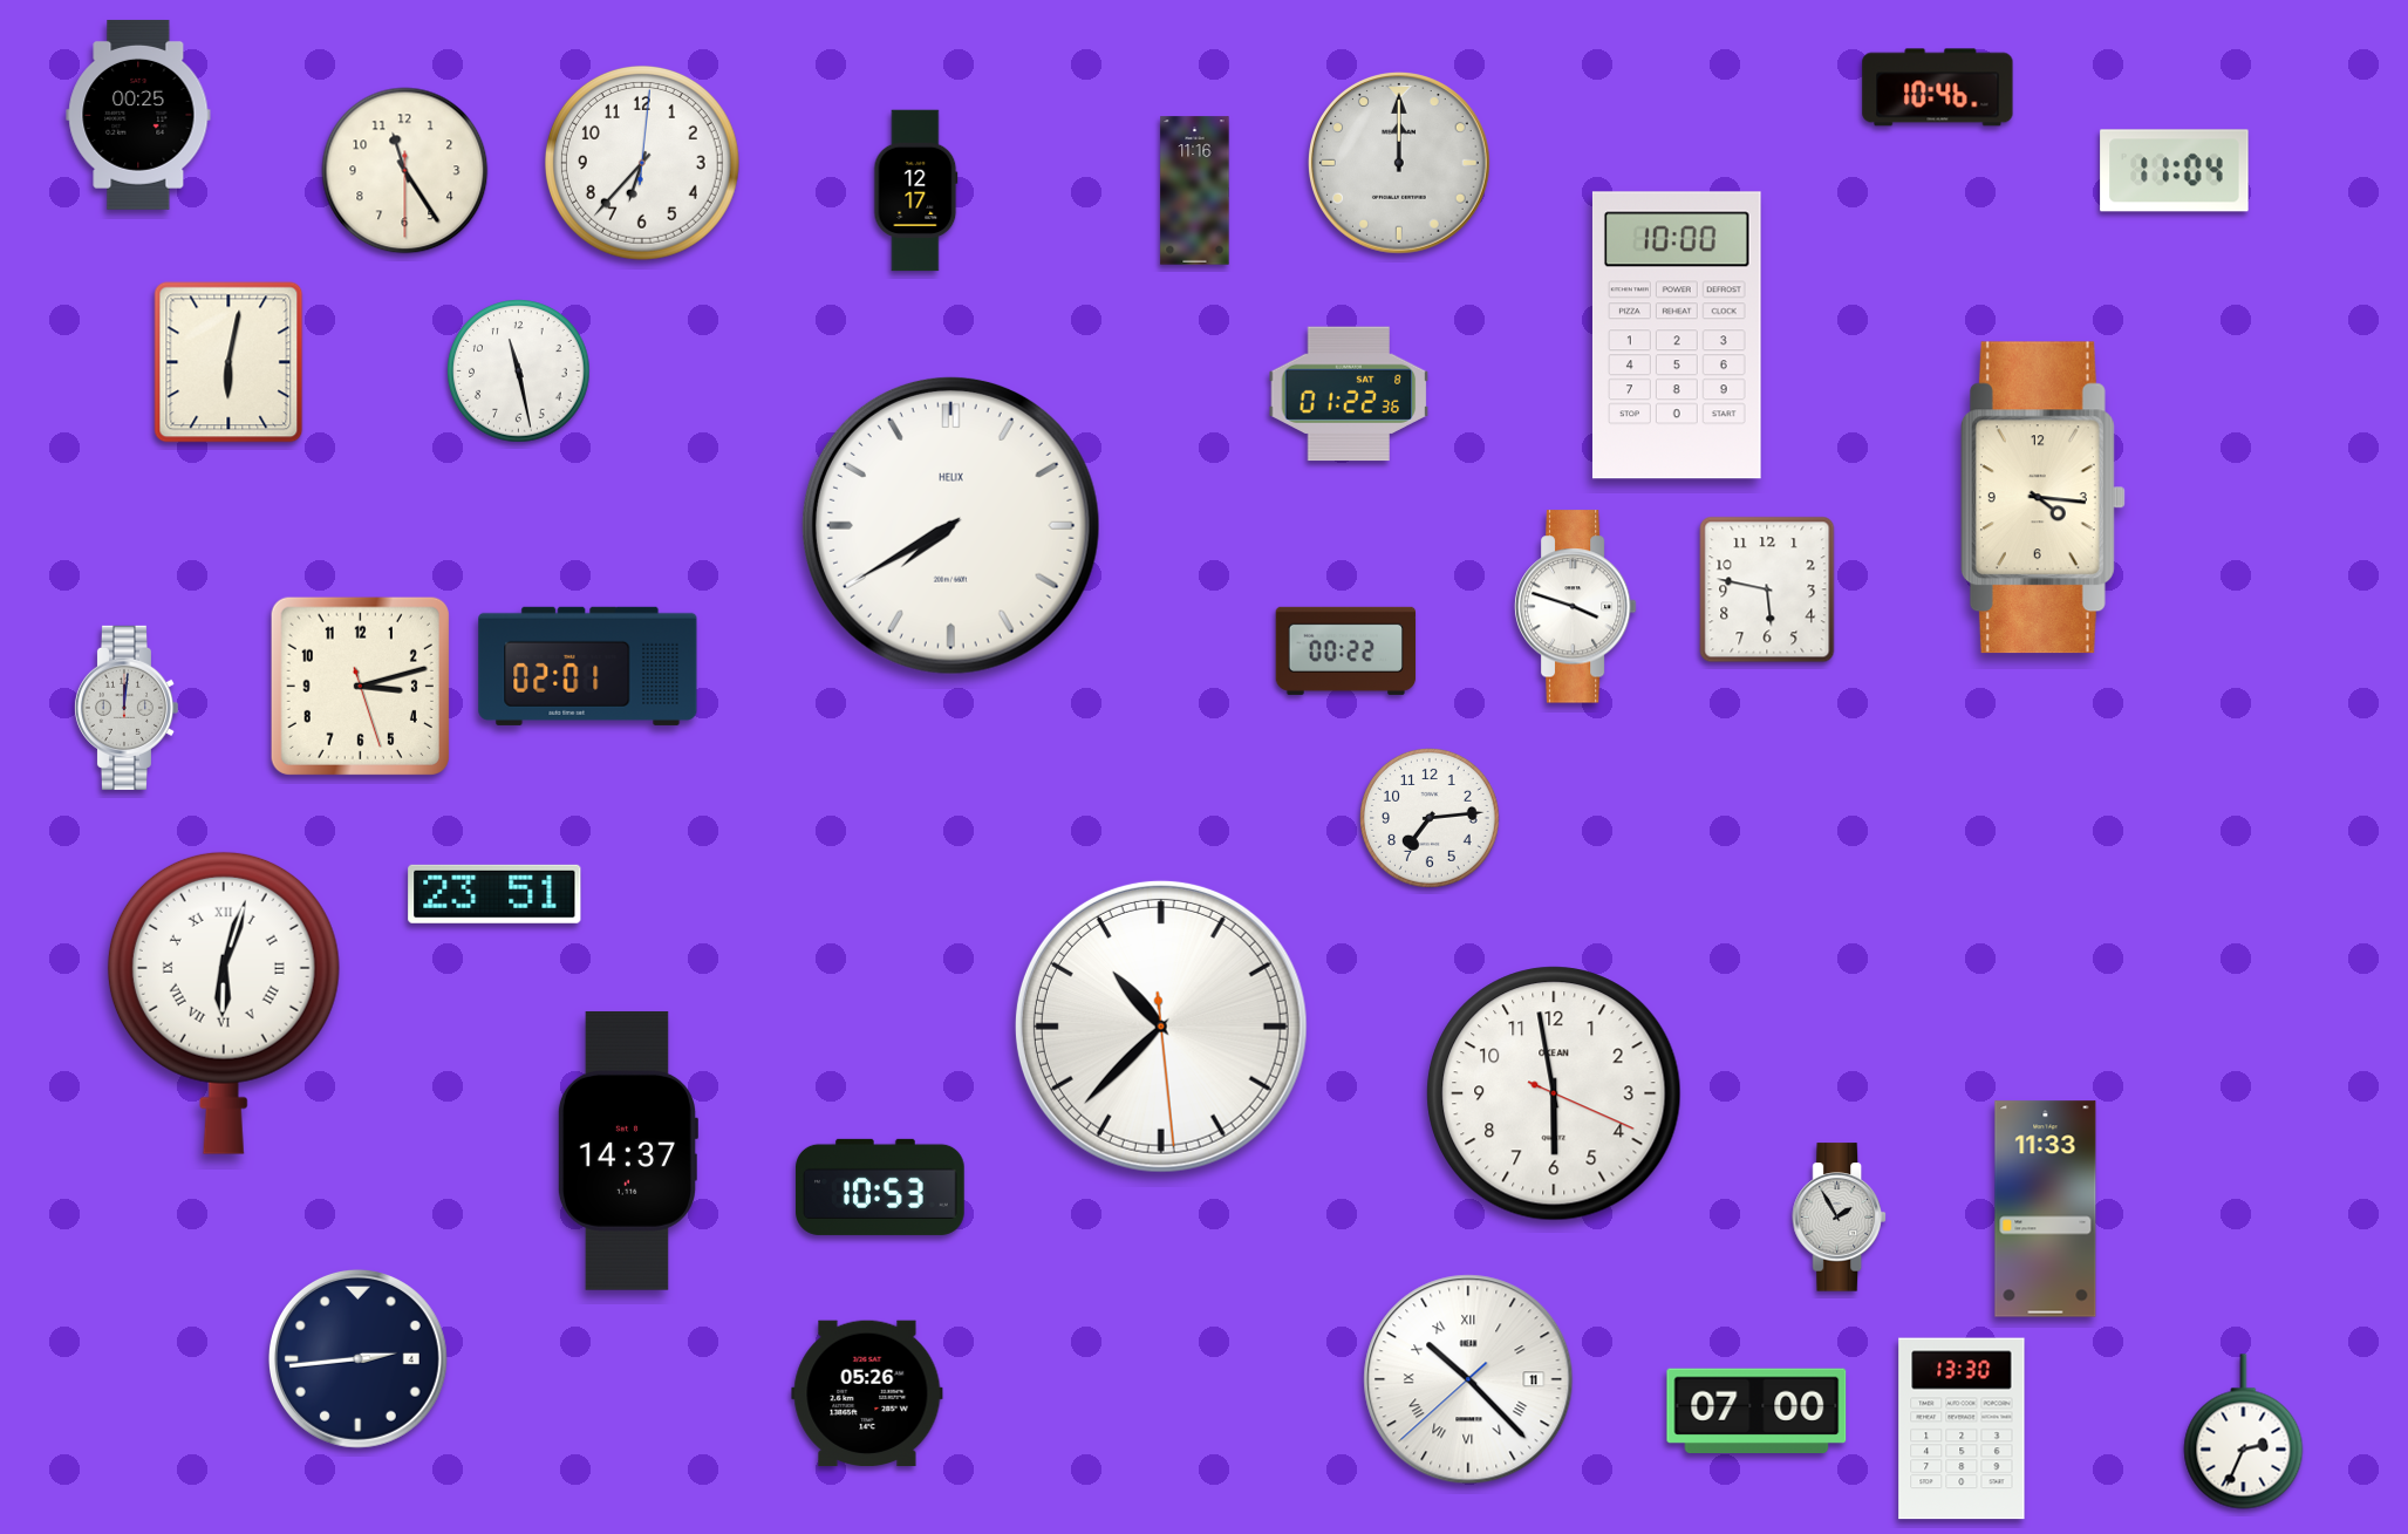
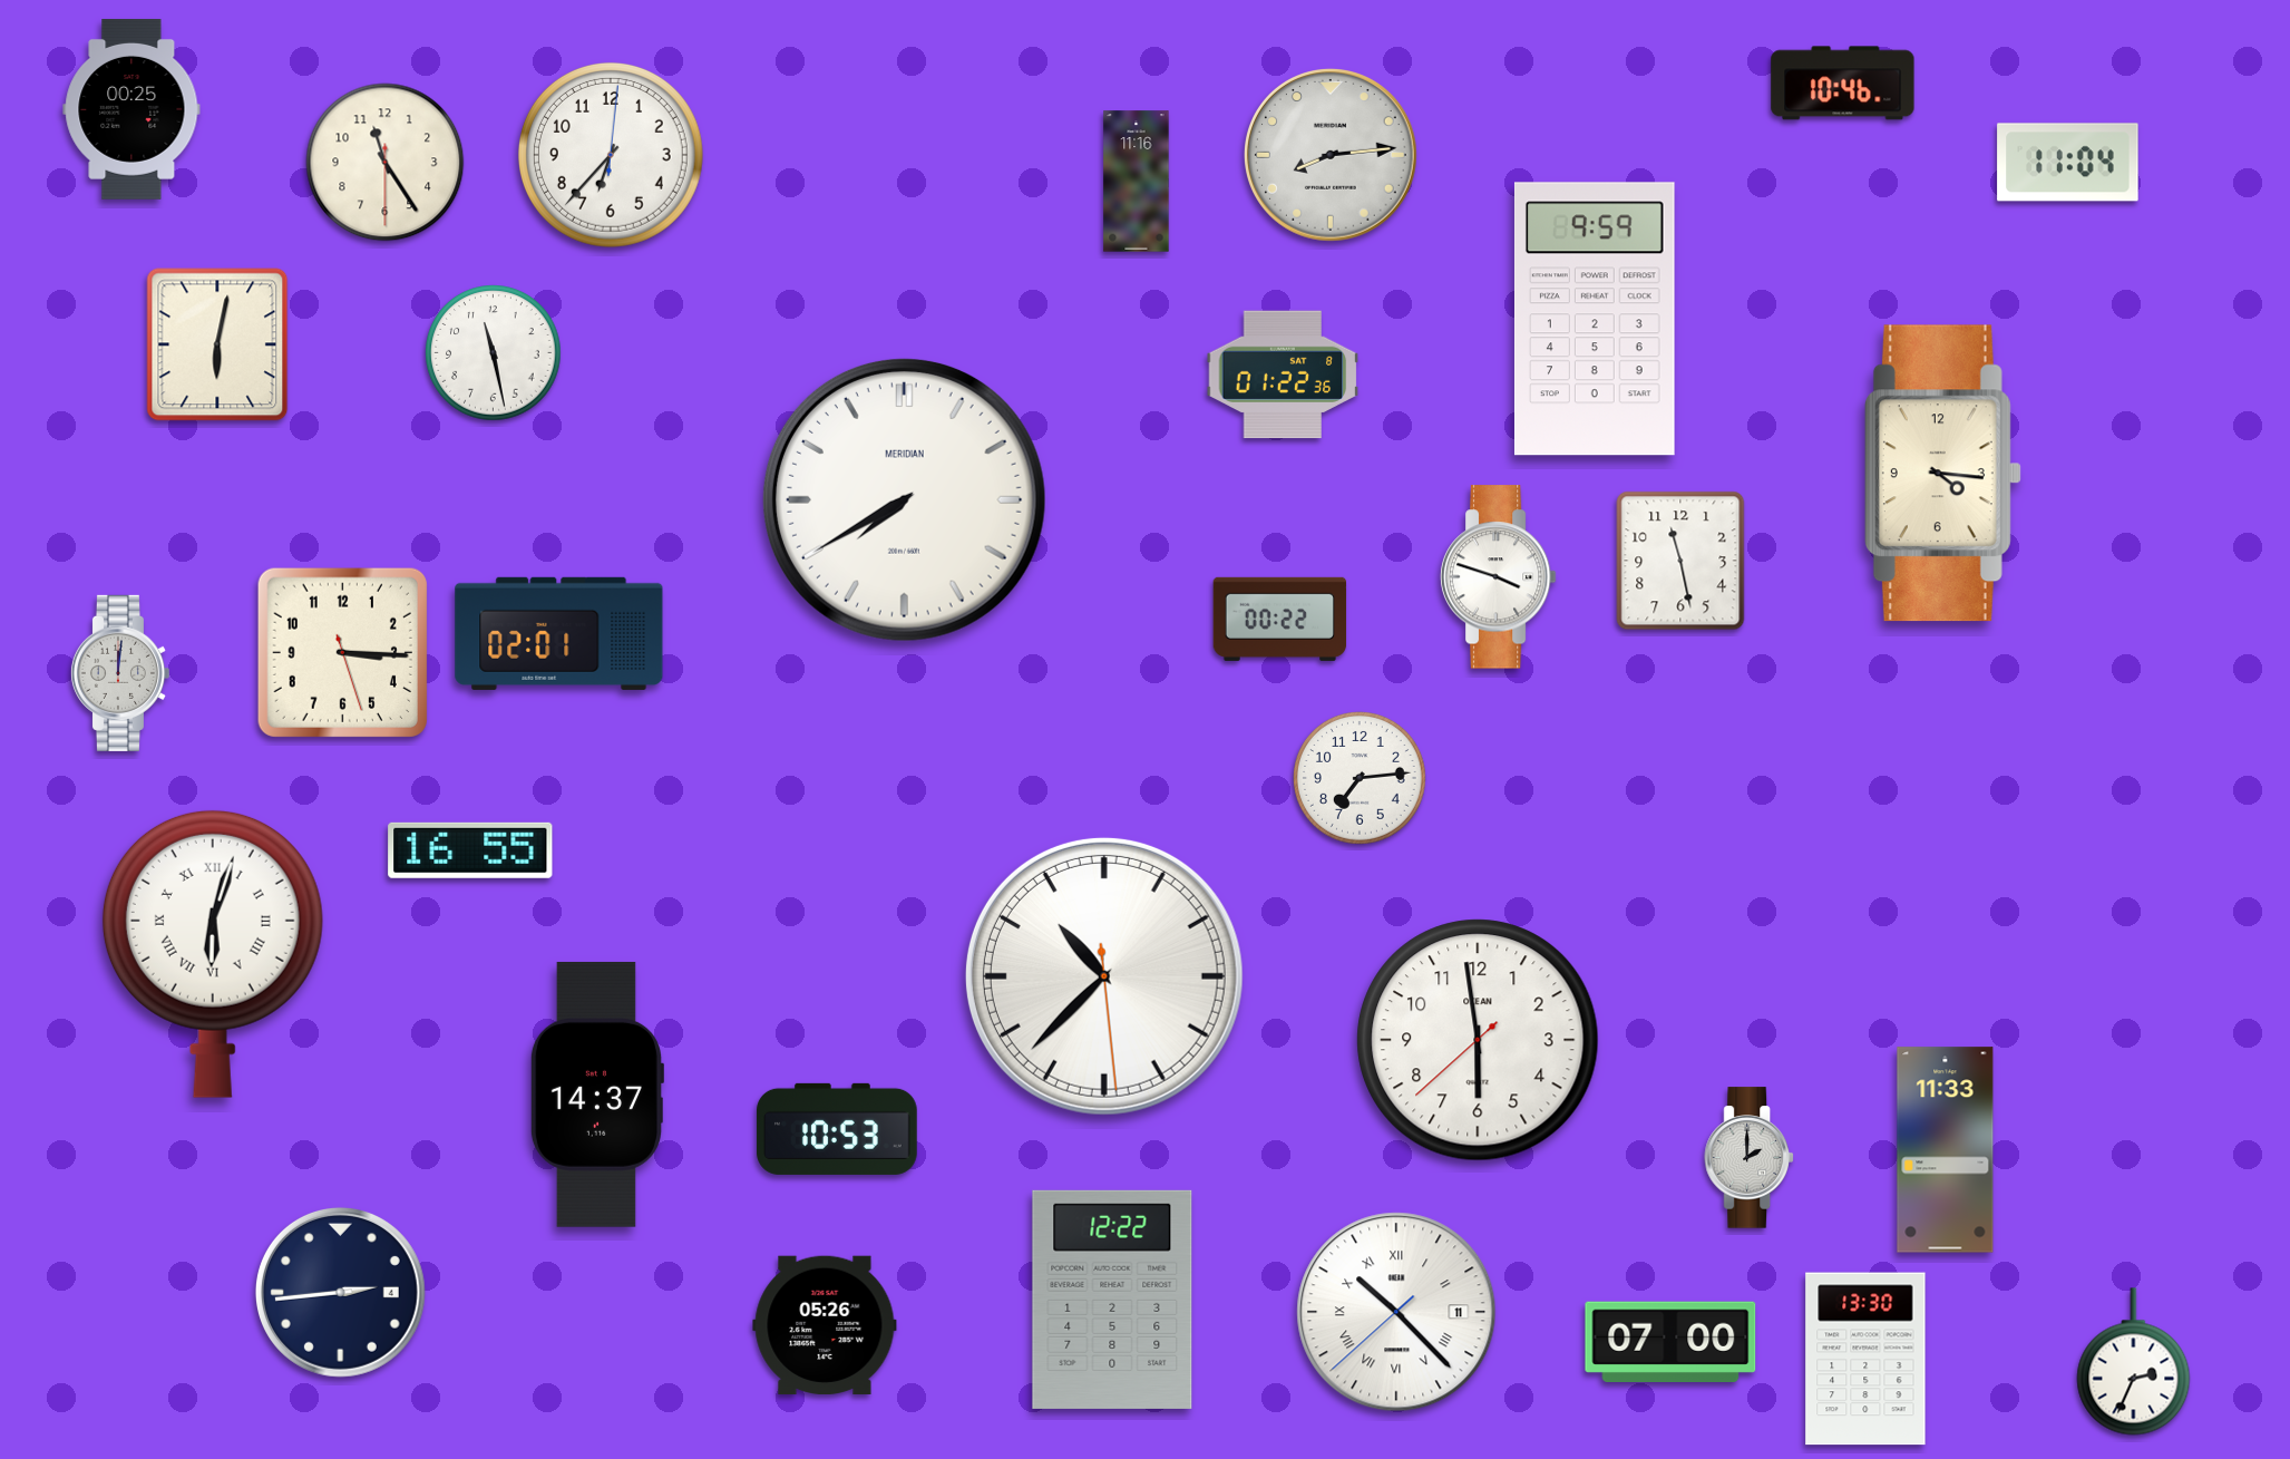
clock at (1400, 164): 12:00 -> 8:14
clock at (916, 191): 12:17 -> none
clock at (1677, 335): 10:00 -> 9:59
clock at (950, 525) brand: HELIX -> MERIDIAN
clock at (1767, 589): 5:47 -> 11:28
clock at (360, 686): 3:12 -> 3:15
clock at (494, 894): 23:51 -> 16:55
clock at (1554, 1093): 5:58:19 -> 5:58:38
clock at (1839, 1218): 1:55 -> 2:00
clock at (1112, 1300): none -> 12:22
